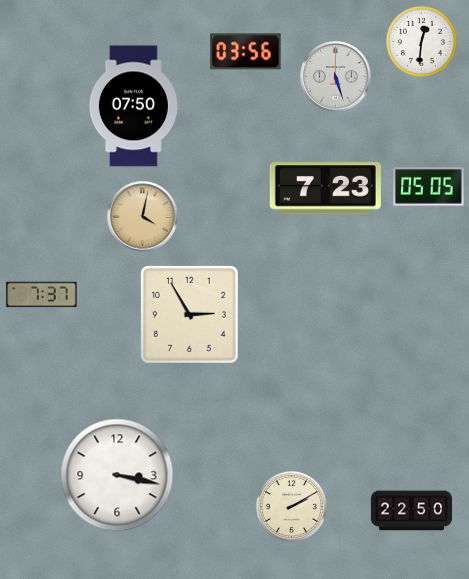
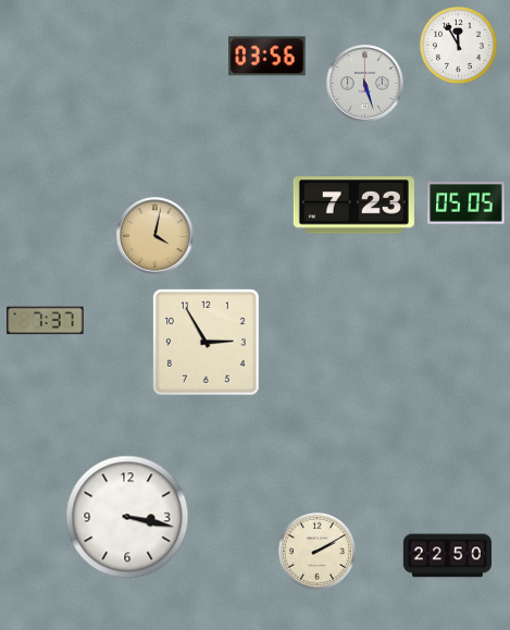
clock at (421, 41): 12:31 -> 11:55
clock at (134, 106): 07:50 -> none
